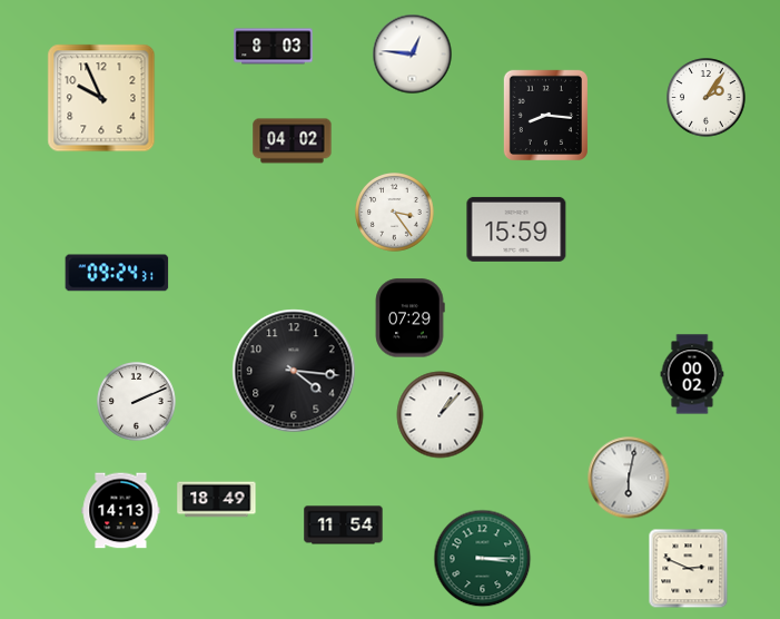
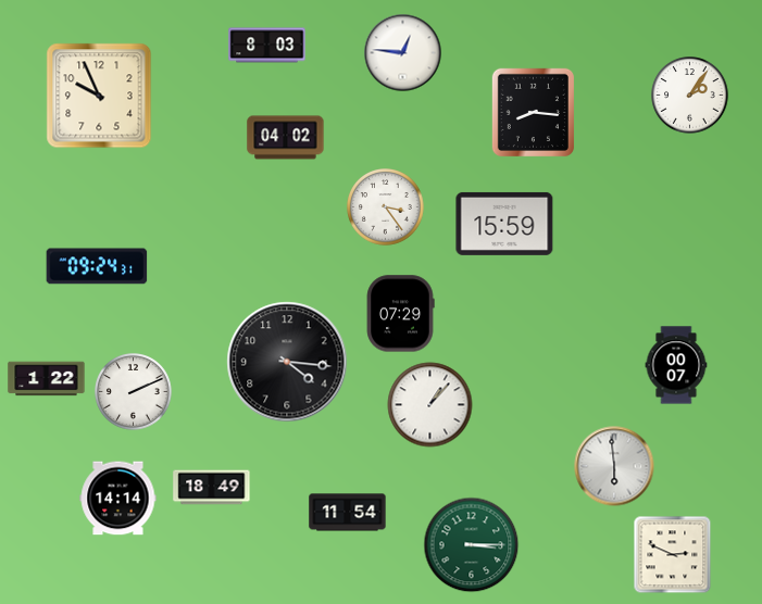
clock at (117, 273) position: (117, 273) -> (97, 266)
clock at (409, 318) position: (409, 318) -> (400, 314)
clock at (692, 374): 00:02 -> 00:07
clock at (47, 379): none -> 1:22
clock at (629, 478): 6:02 -> 5:59
clock at (121, 511): 14:13 -> 14:14
clock at (344, 525) position: (344, 525) -> (348, 513)
